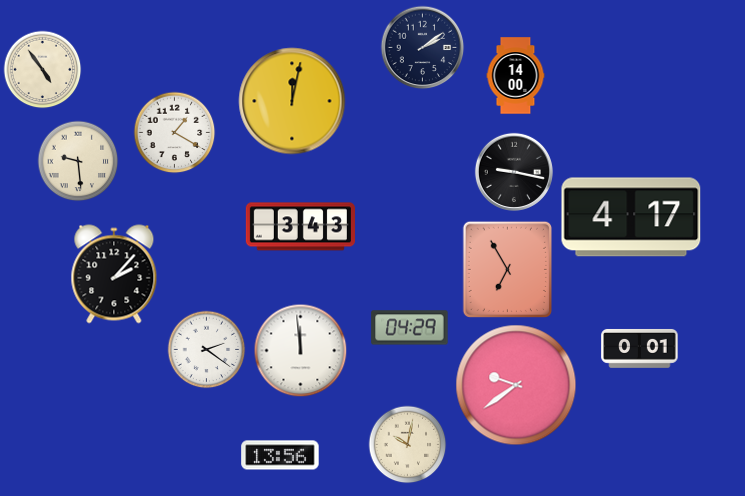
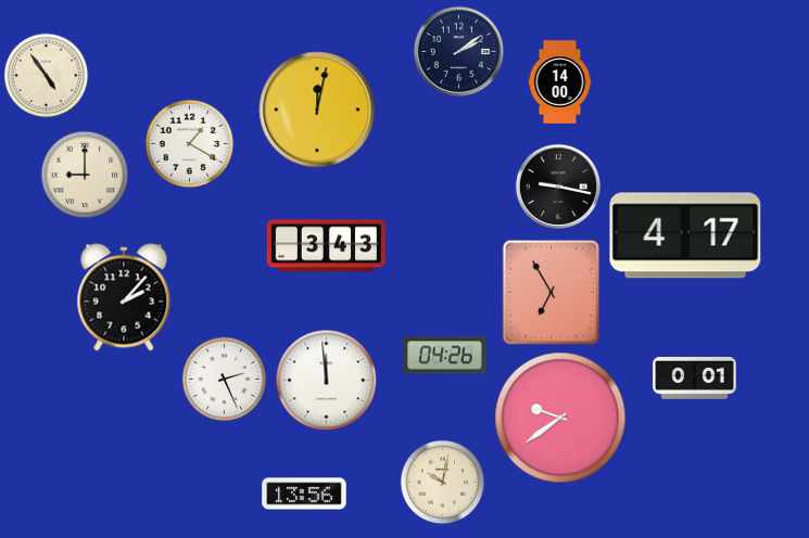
clock at (78, 161): 9:29 -> 9:00
clock at (410, 328): 04:29 -> 04:26
clock at (206, 349): 2:21 -> 2:26
